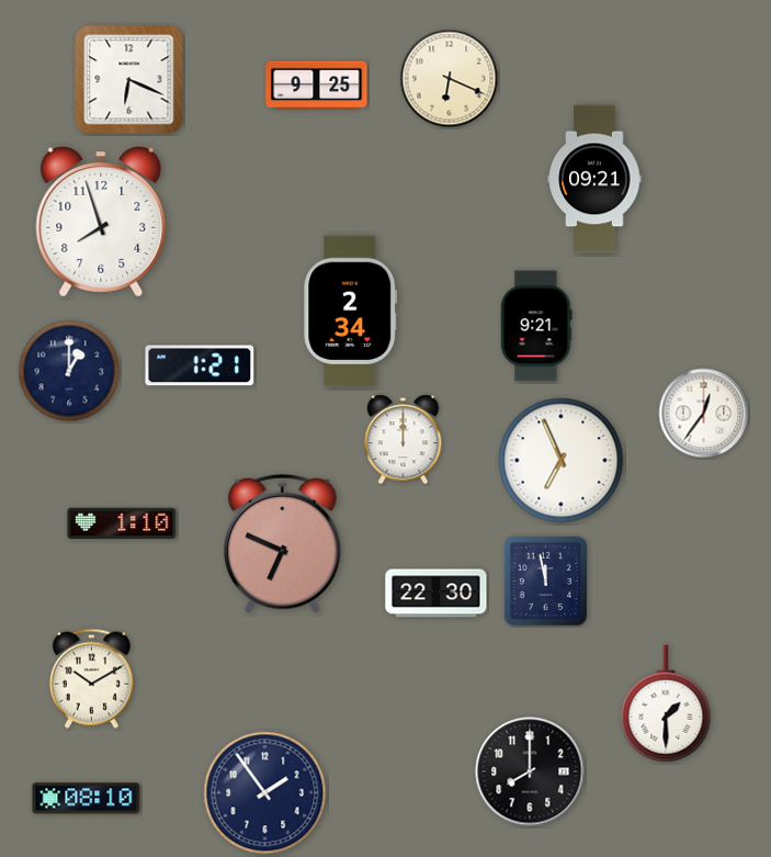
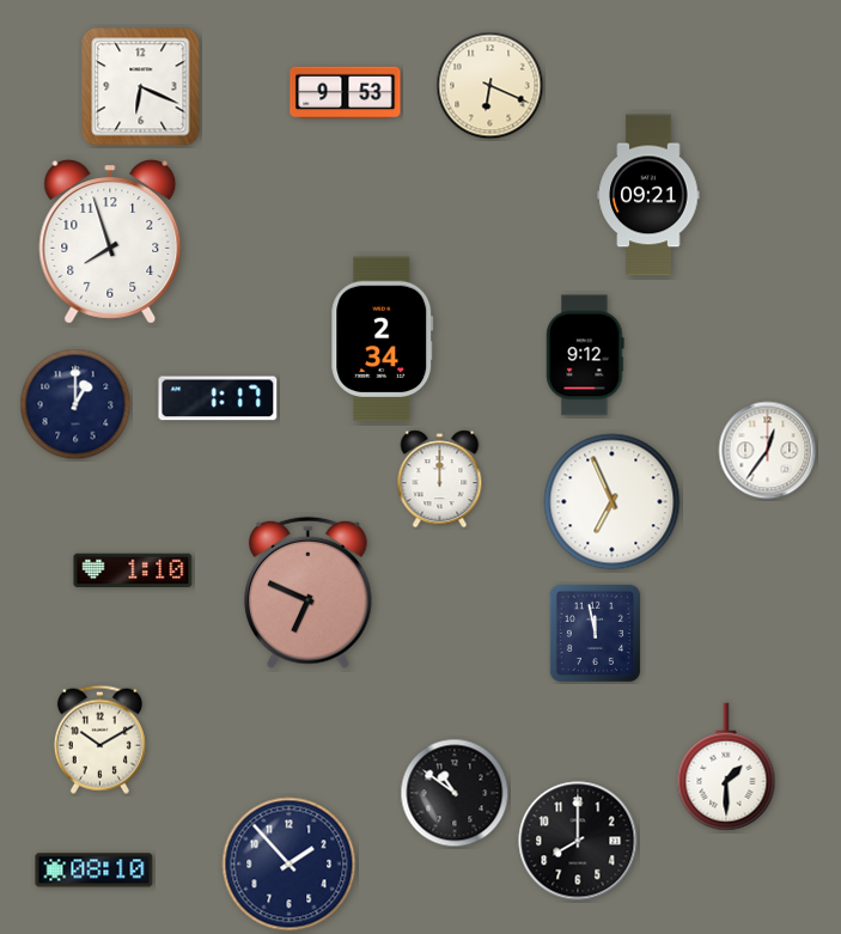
clock at (317, 86): 9:25 -> 9:53
clock at (536, 326): 9:21 -> 9:12
clock at (200, 365): 1:21 -> 1:17
clock at (436, 594): 22:30 -> none
clock at (455, 793): none -> 10:51
clock at (265, 793): 1:54 -> 1:53
